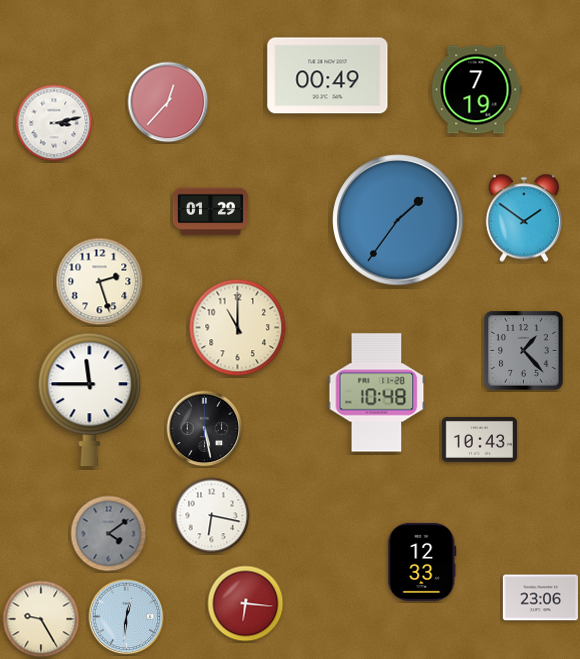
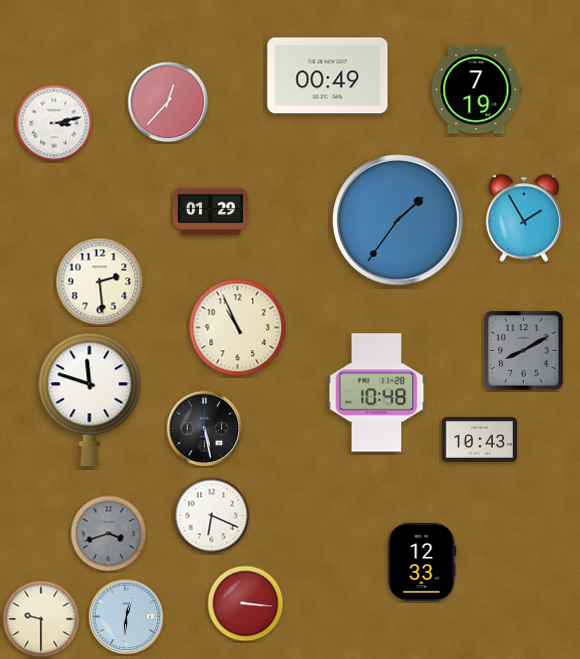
clock at (523, 218): 1:51 -> 1:55
clock at (100, 282): 2:27 -> 2:29
clock at (238, 328): 11:00 -> 10:56
clock at (524, 351): 1:23 -> 8:10
clock at (90, 400): 11:45 -> 11:48
clock at (212, 516): 6:17 -> 6:19
clock at (109, 534): 4:09 -> 3:42
clock at (540, 598): 23:06 -> none
clock at (246, 604): 6:16 -> 3:16
clock at (41, 619): 9:25 -> 9:30
